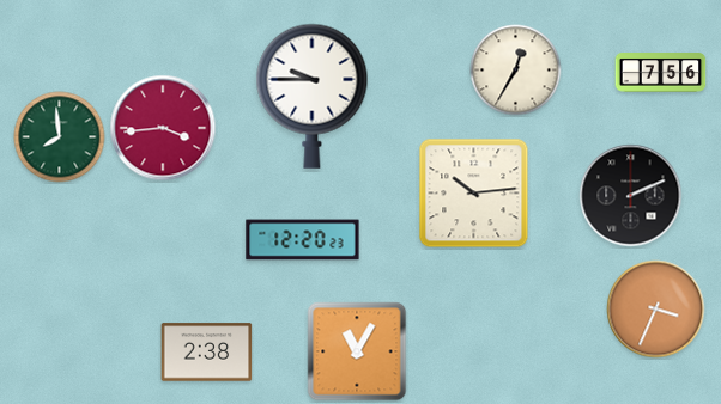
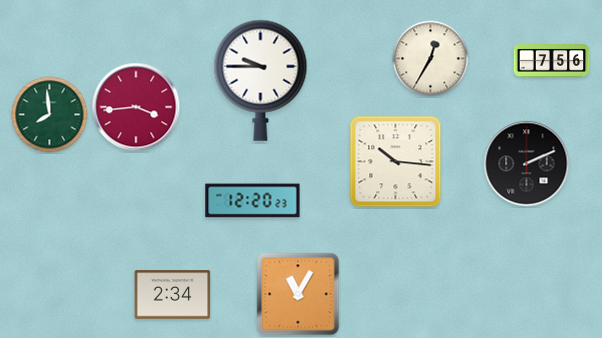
clock at (474, 194): 10:14 -> 10:16
clock at (656, 310): 3:34 -> none
clock at (207, 353): 2:38 -> 2:34
